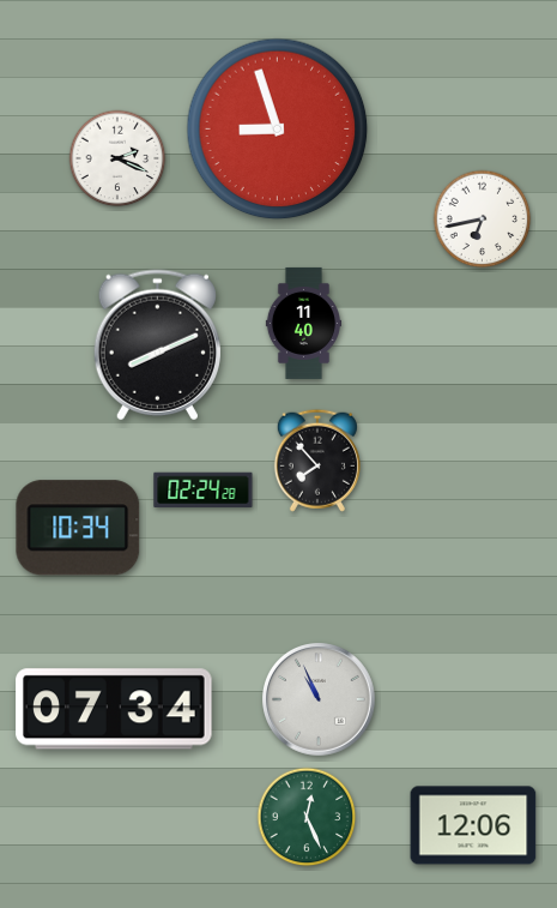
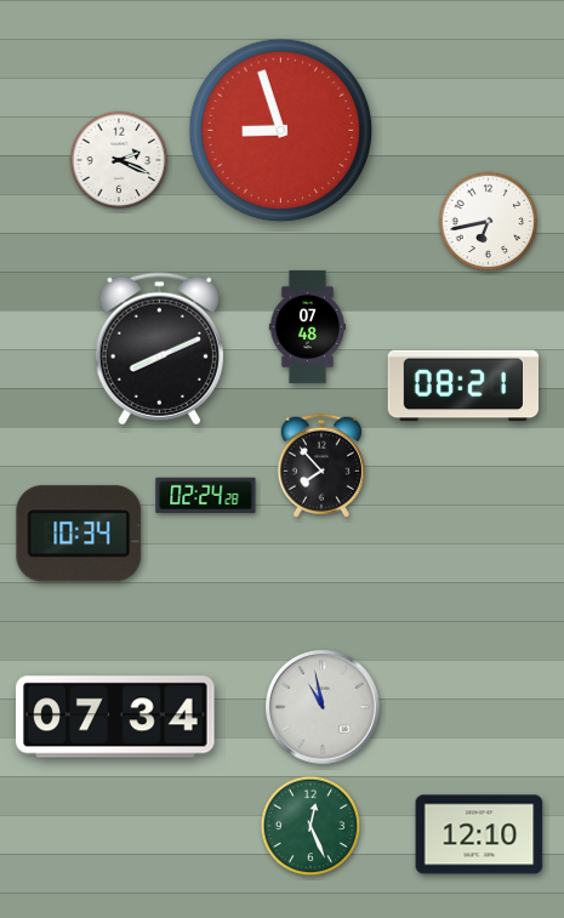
clock at (303, 323): 11:40 -> 07:48
clock at (462, 386): none -> 08:21
clock at (320, 700): 10:56 -> 10:58
clock at (473, 825): 12:06 -> 12:10
